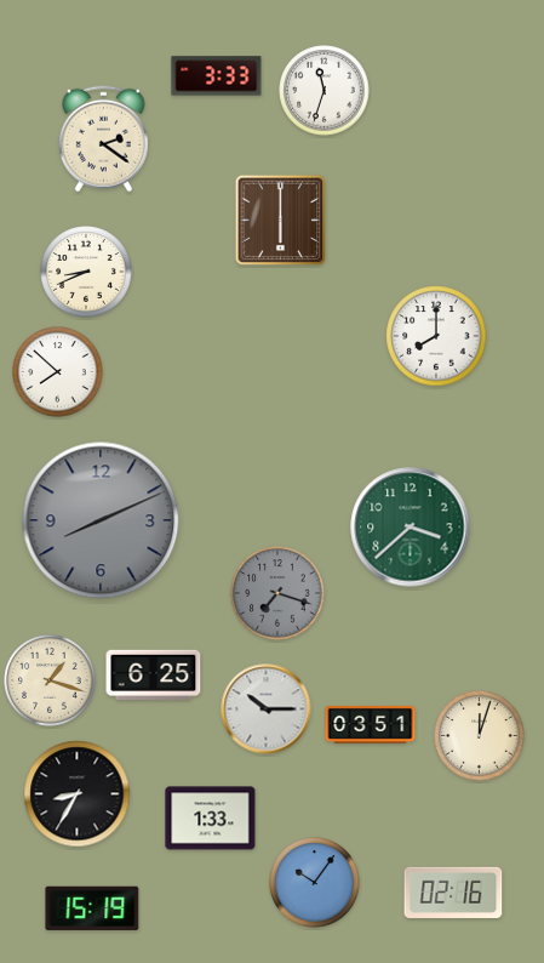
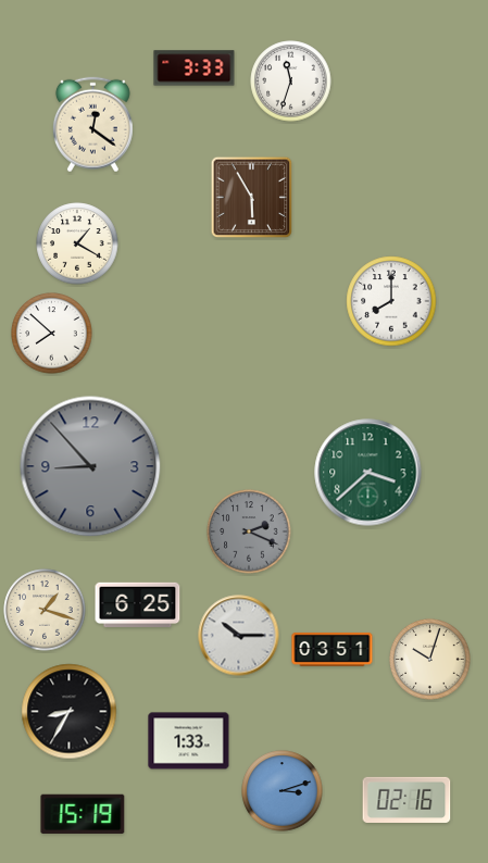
clock at (103, 139): 2:21 -> 12:21
clock at (281, 221): 6:00 -> 5:55
clock at (86, 272): 8:41 -> 1:20
clock at (101, 520): 8:11 -> 8:53
clock at (277, 593): 7:18 -> 2:19
clock at (480, 736): 12:03 -> 10:03
clock at (211, 819) position: (211, 819) -> (189, 741)
clock at (315, 883): 10:06 -> 3:12
